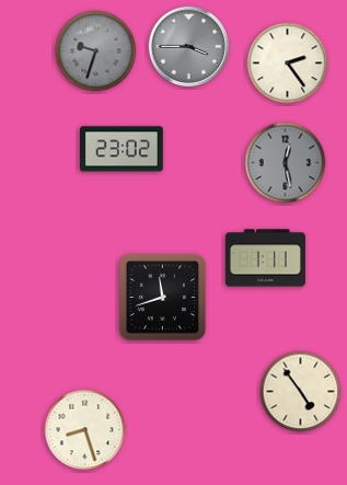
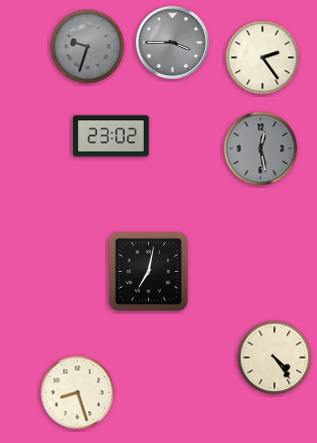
clock at (265, 258): 1:11 -> none
clock at (162, 297): 11:42 -> 7:02
clock at (301, 392): 4:54 -> 4:24
